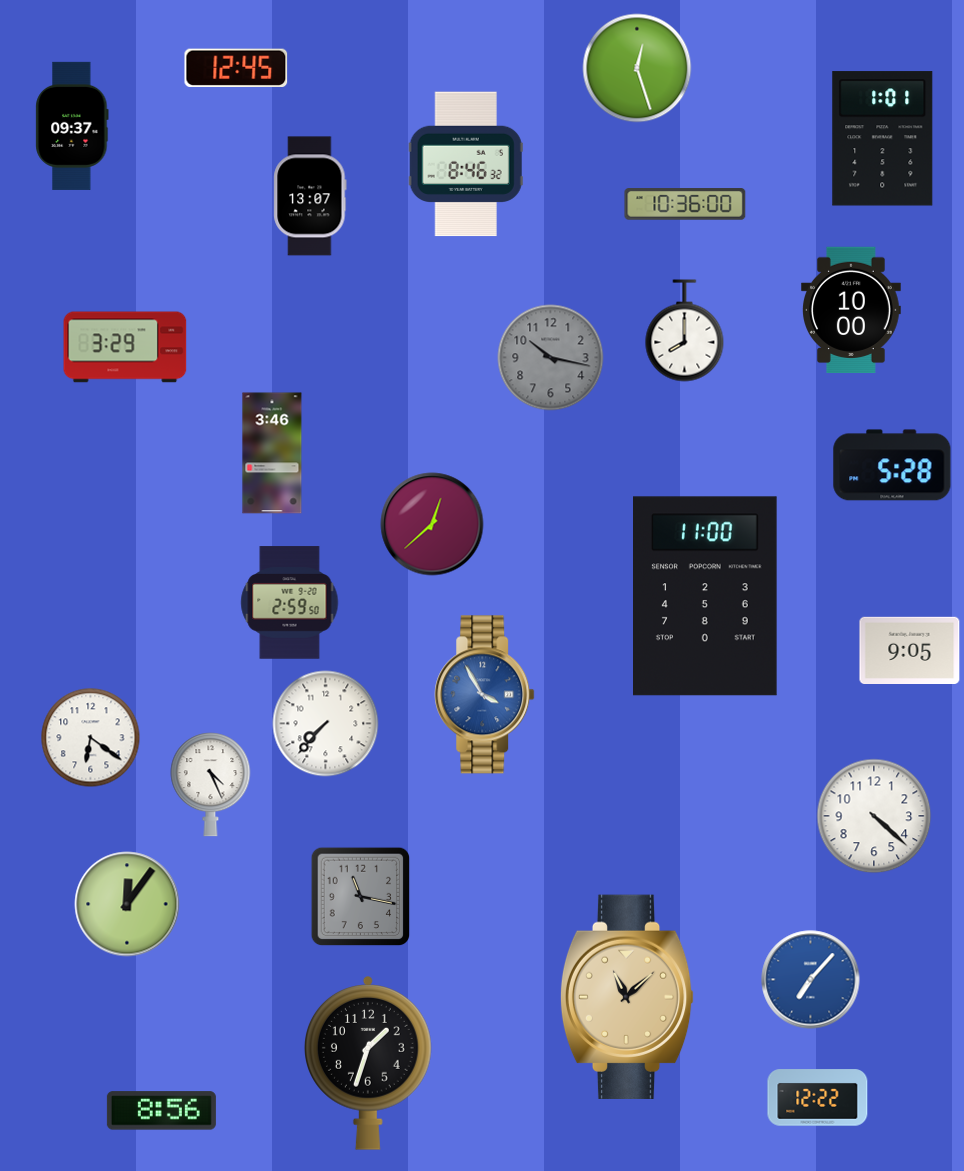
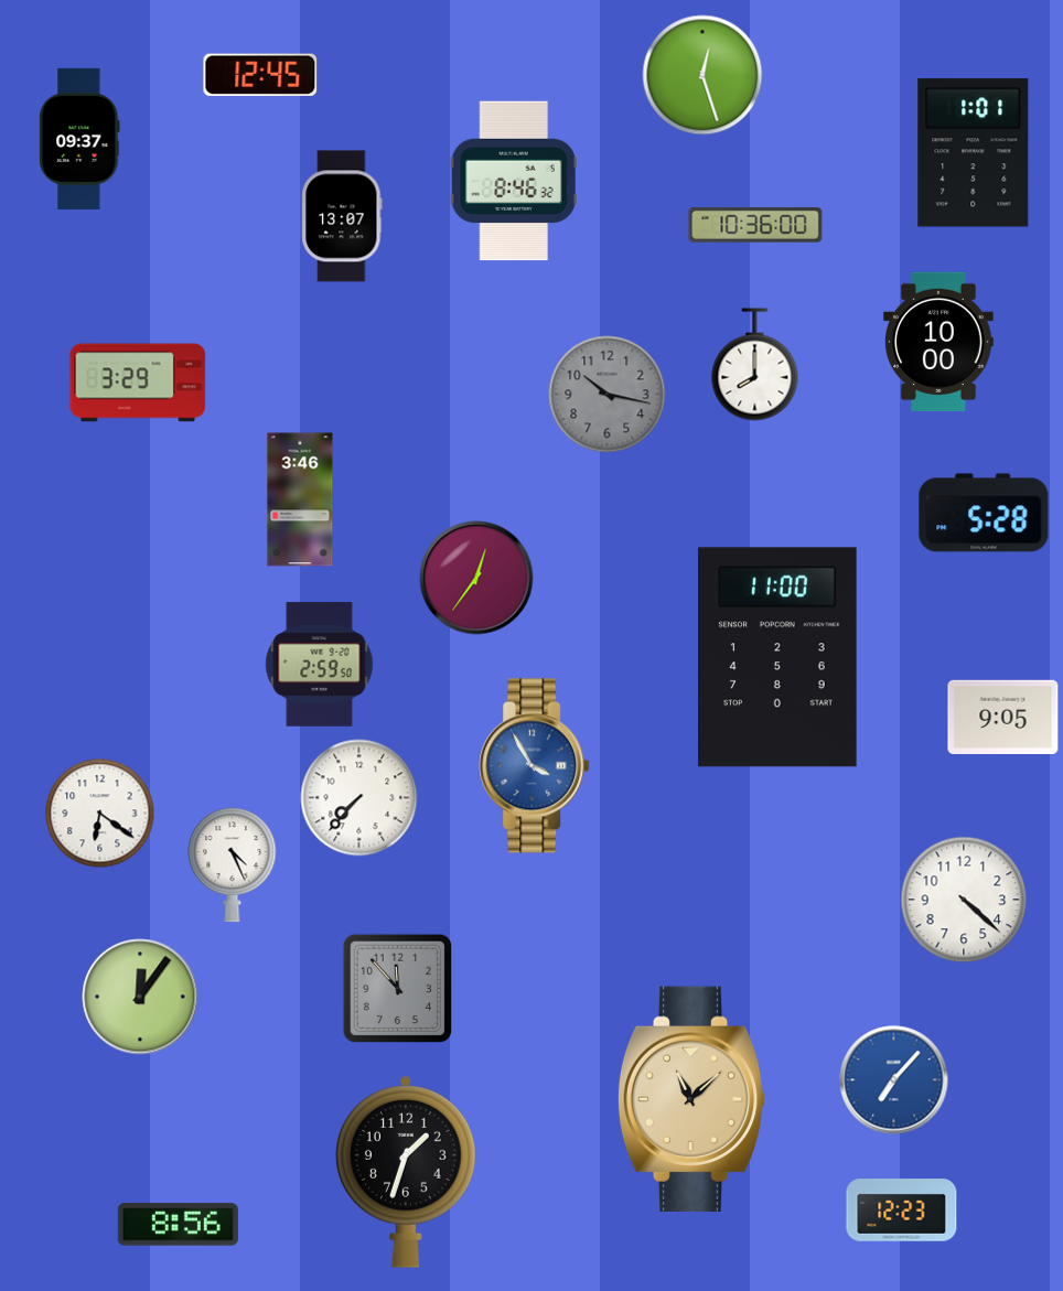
clock at (432, 524): 12:38 -> 12:36
clock at (361, 897): 11:17 -> 11:53
clock at (818, 1098): 12:22 -> 12:23
